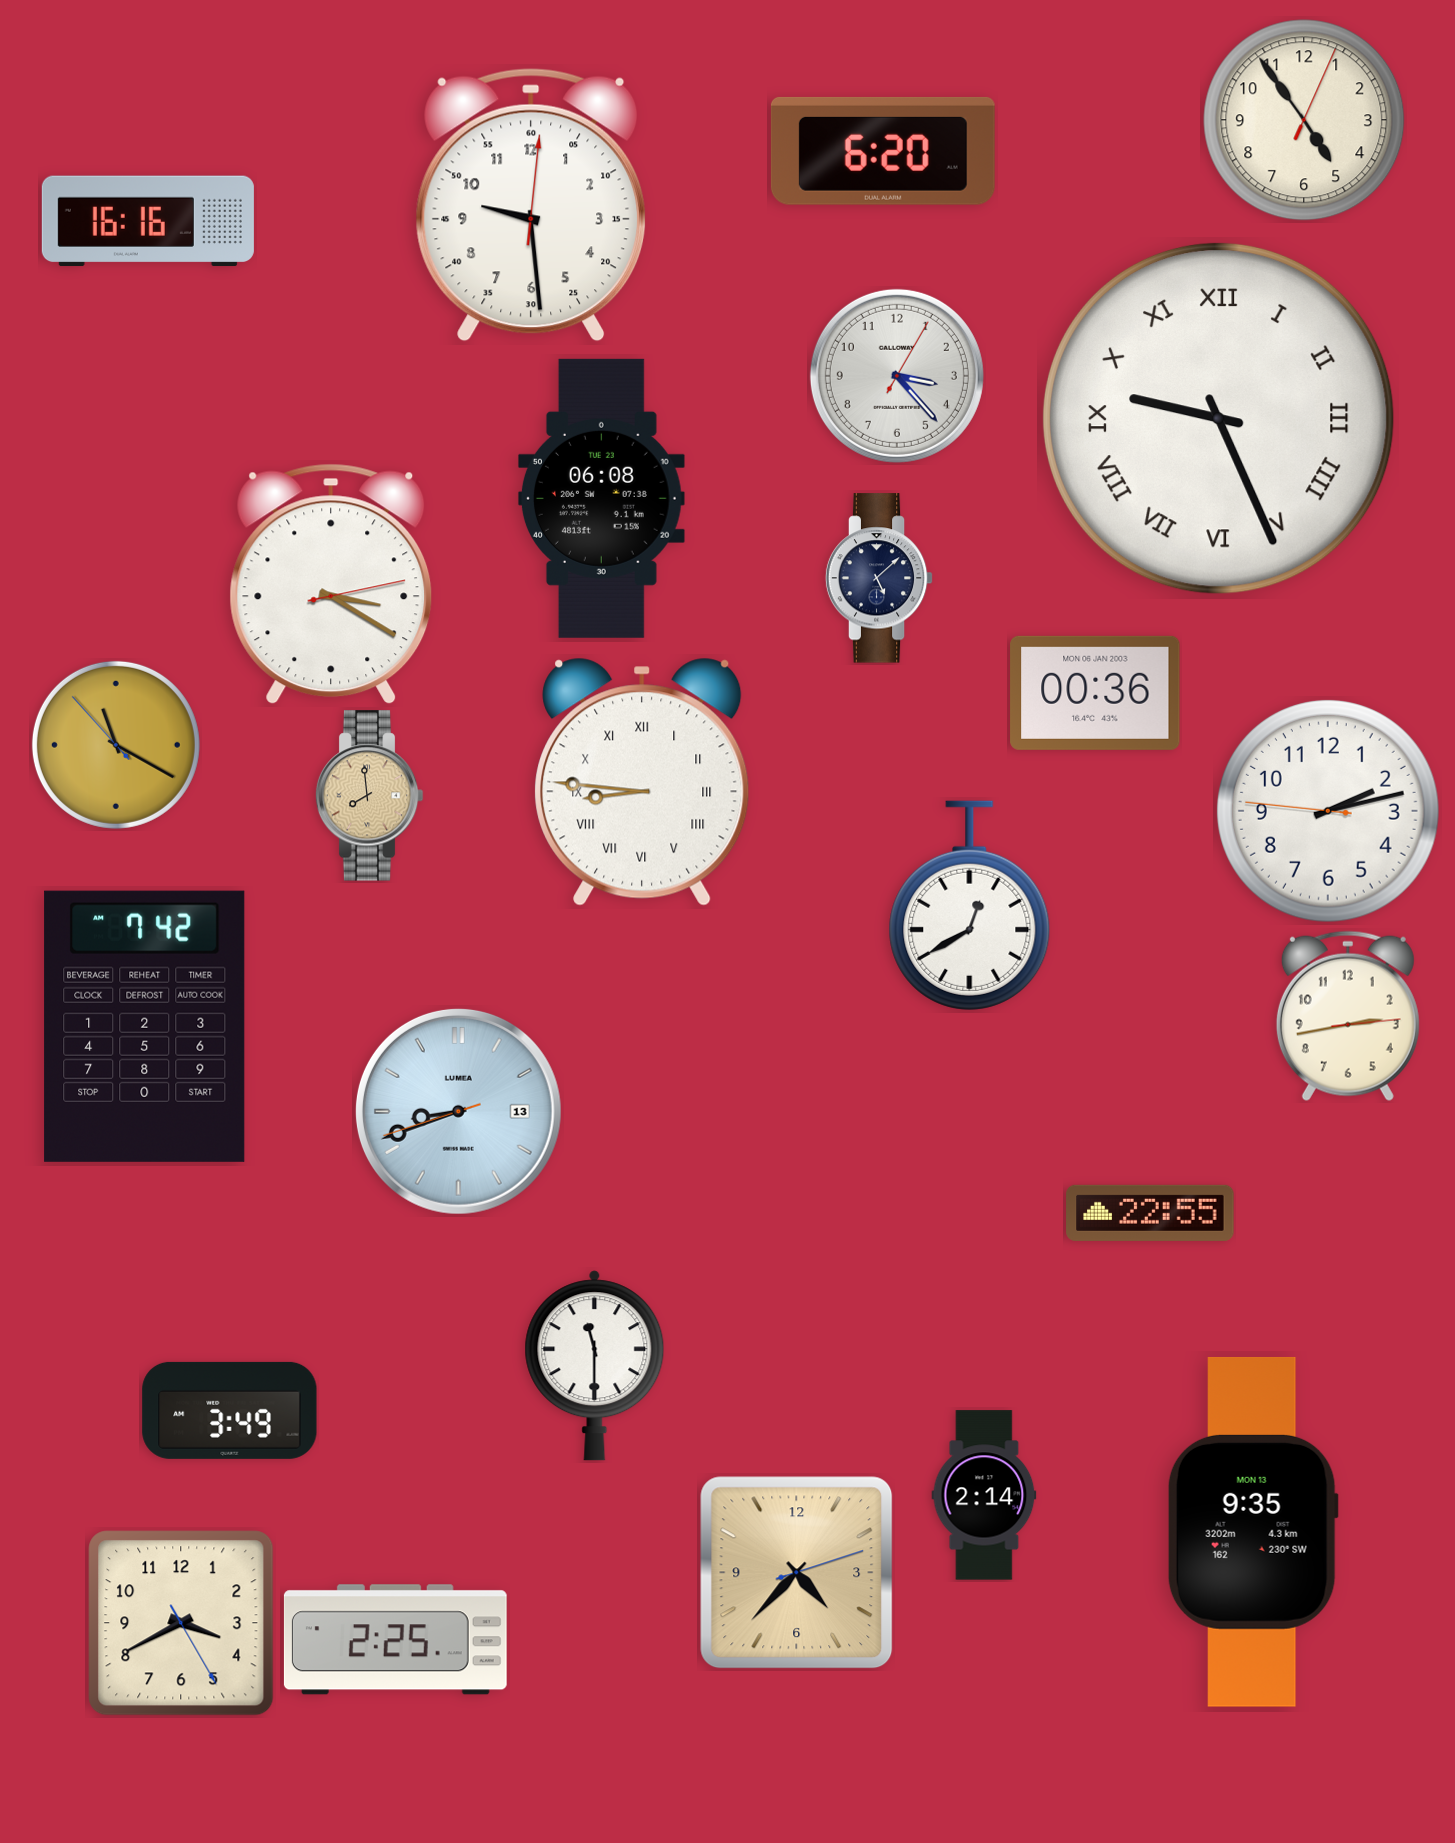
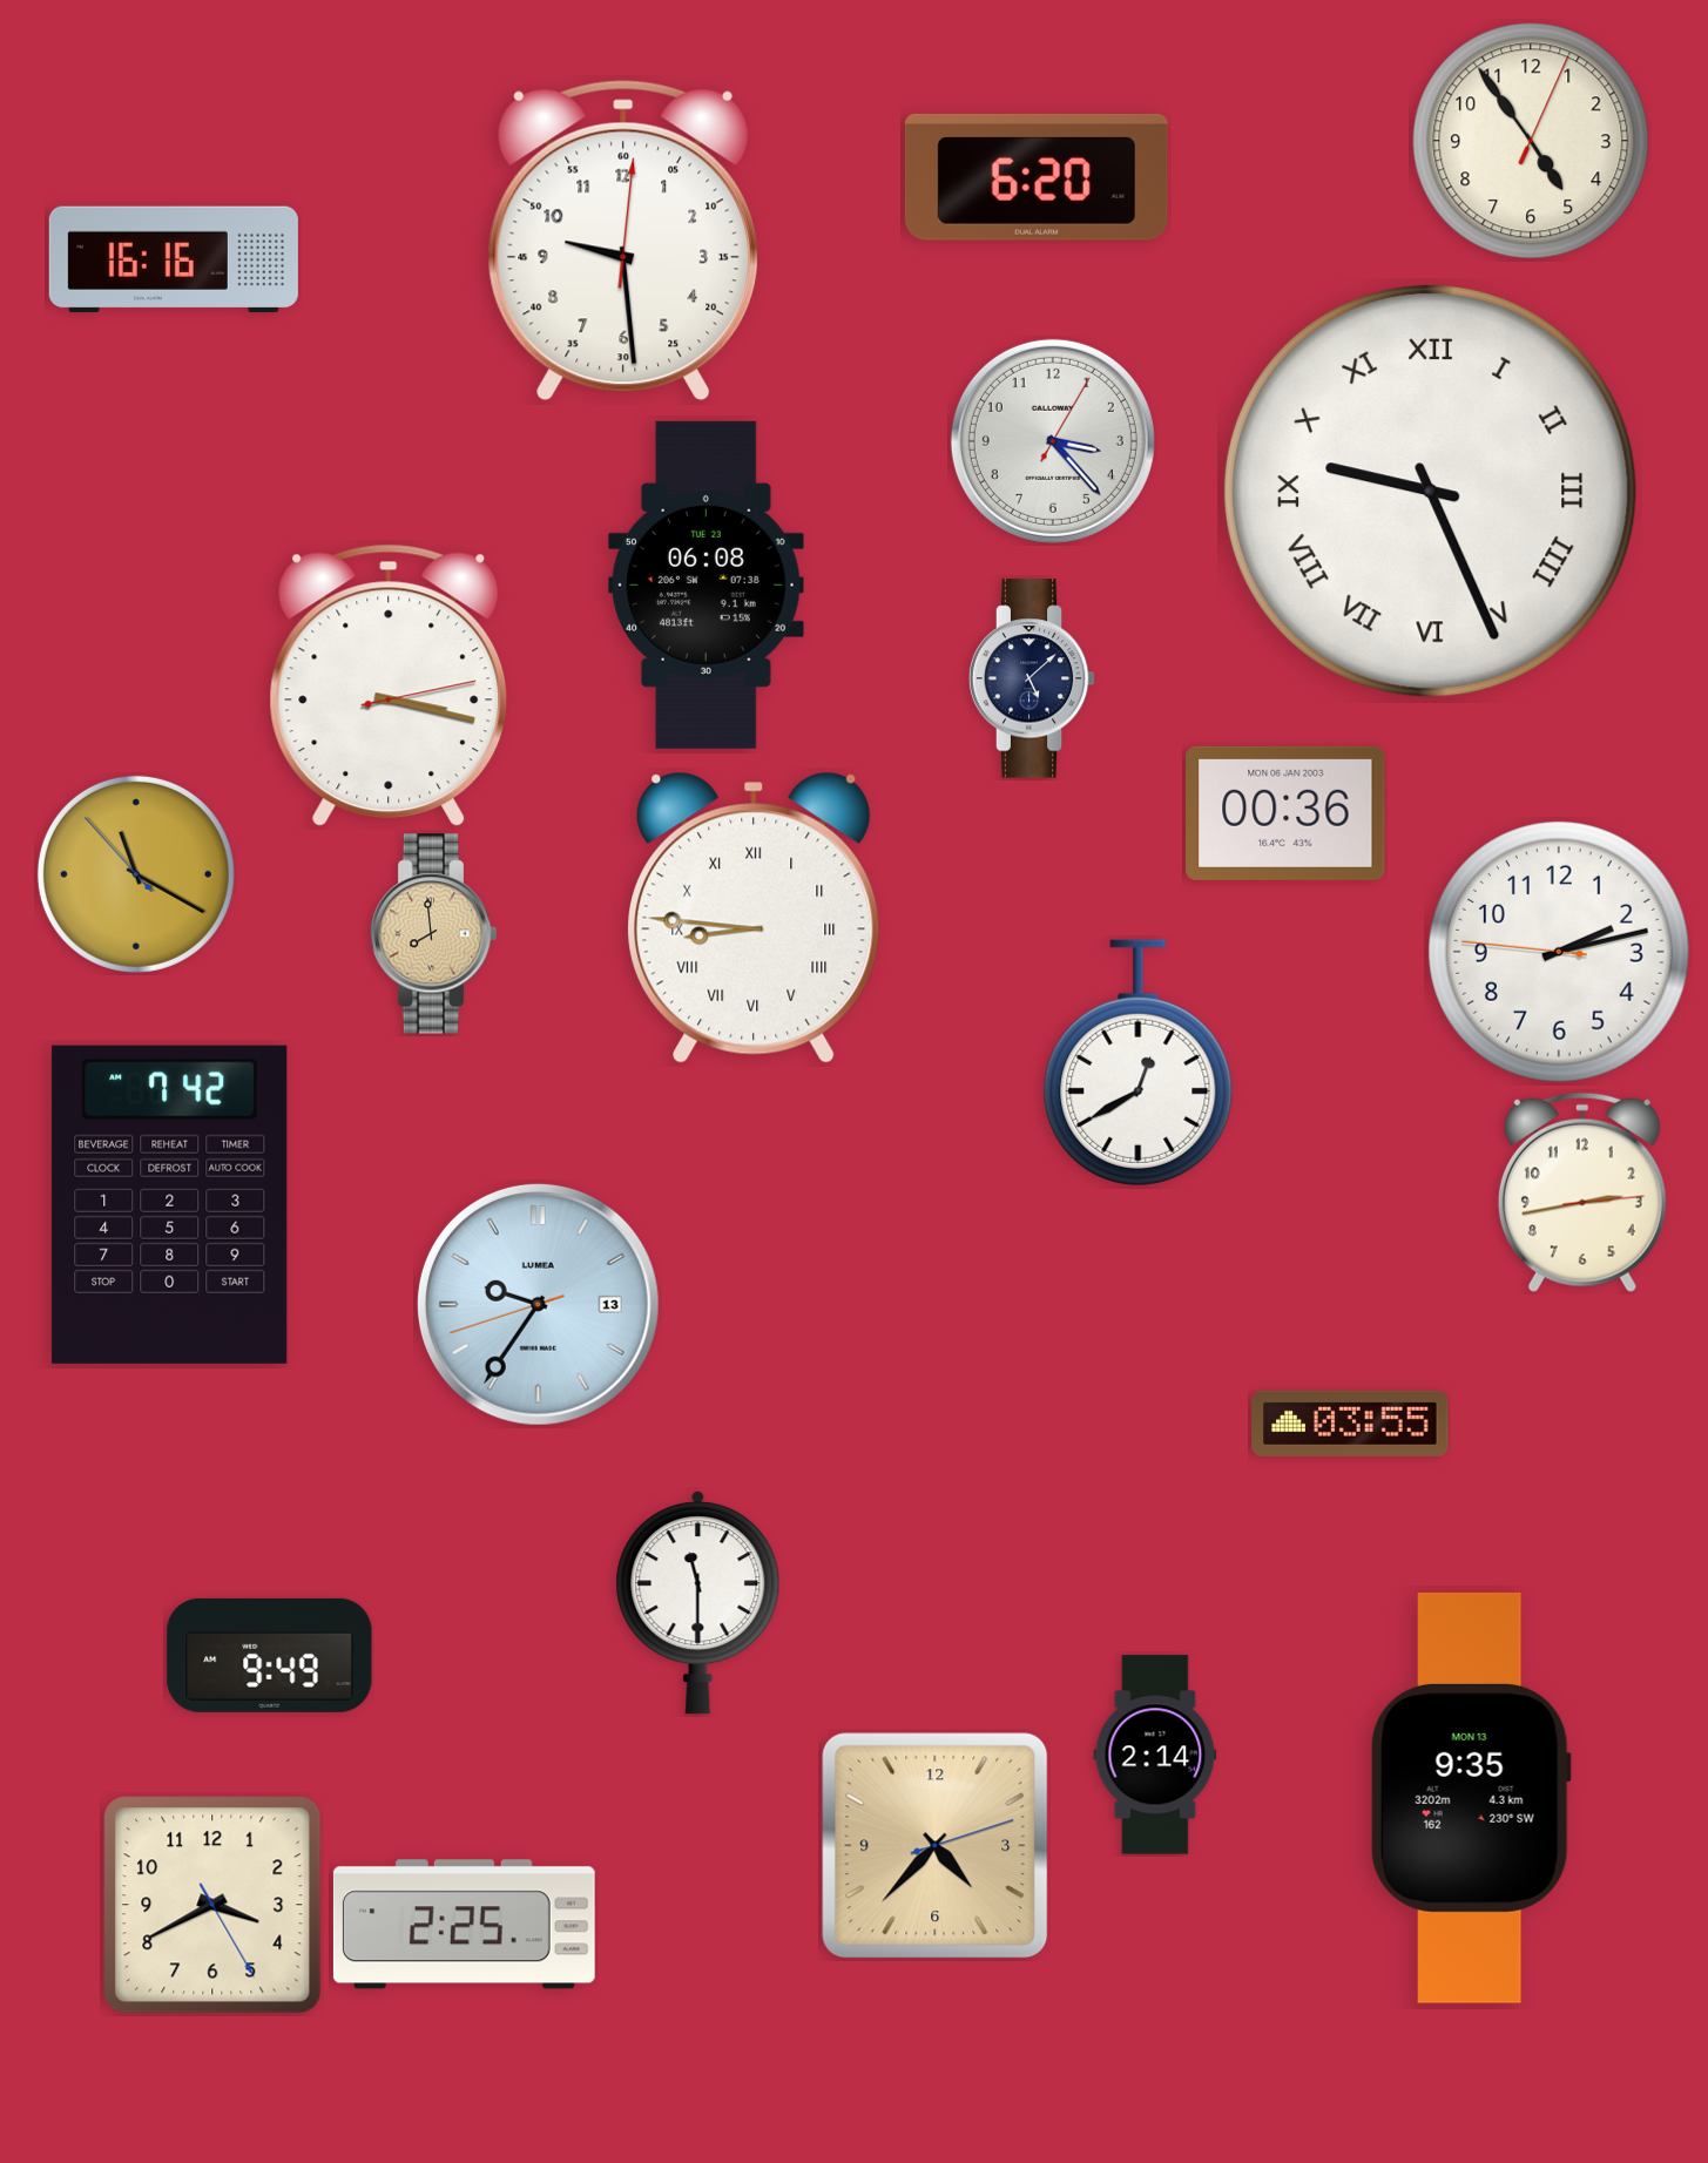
clock at (331, 584): 3:20 -> 3:17
clock at (458, 1111): 8:41 -> 9:35
clock at (1150, 1213): 22:55 -> 03:55
clock at (230, 1410): 3:49 -> 9:49
